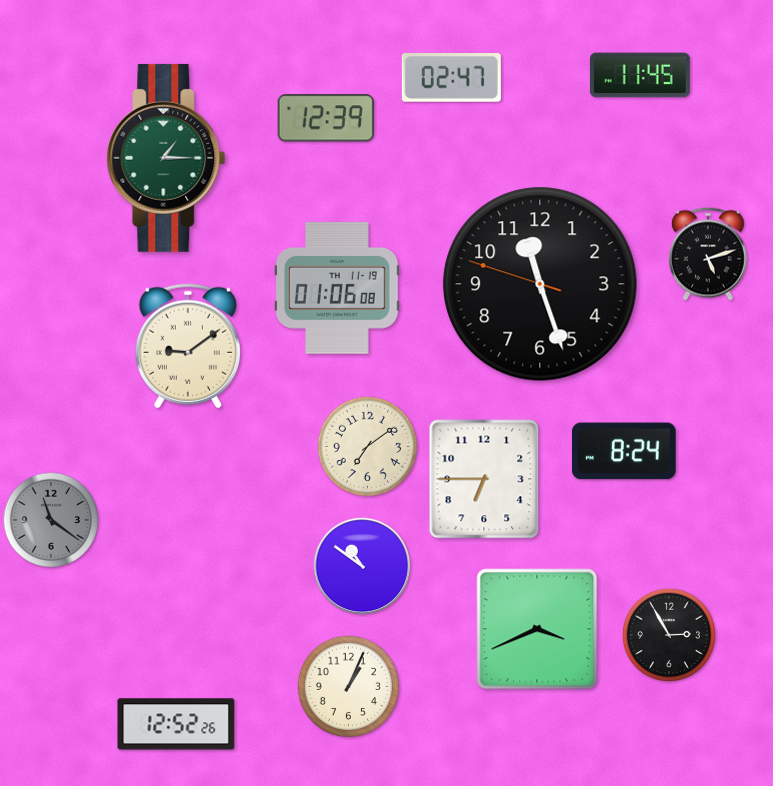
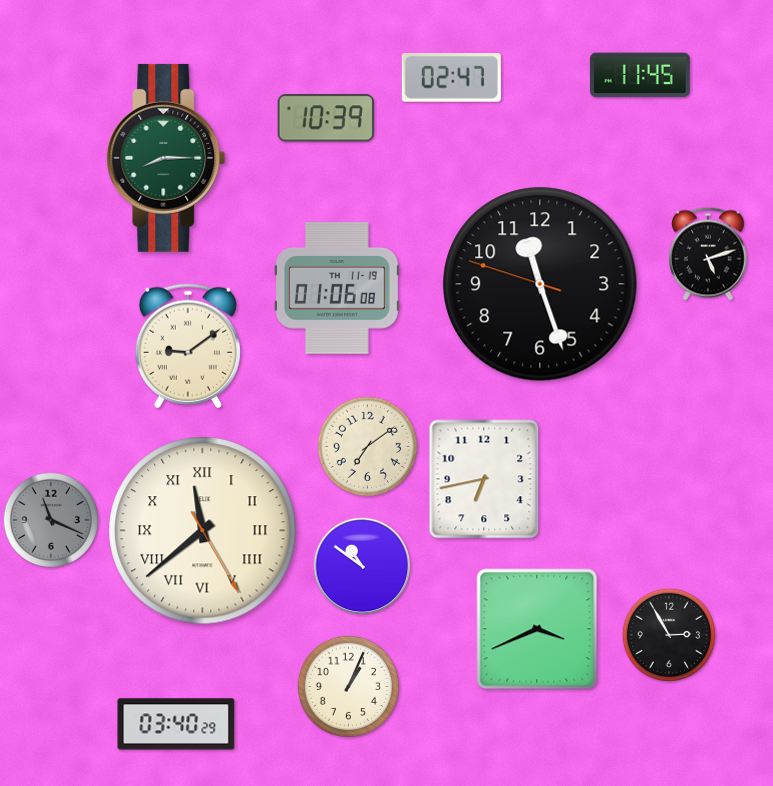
clock at (326, 118): 12:39 -> 10:39
clock at (166, 158): 1:15 -> 8:15
clock at (625, 451): 8:24 -> none
clock at (484, 479): 6:45 -> 6:43
clock at (50, 519): 11:21 -> 11:19
clock at (203, 531): none -> 11:38
clock at (176, 724): 12:52 -> 03:40
